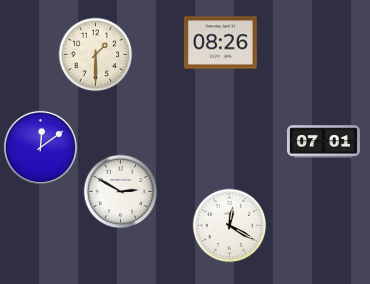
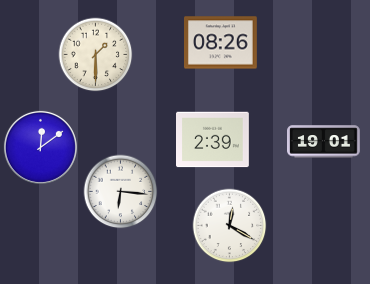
clock at (213, 140): none -> 2:39
clock at (324, 142): 07:01 -> 19:01
clock at (121, 192): 2:50 -> 6:16
